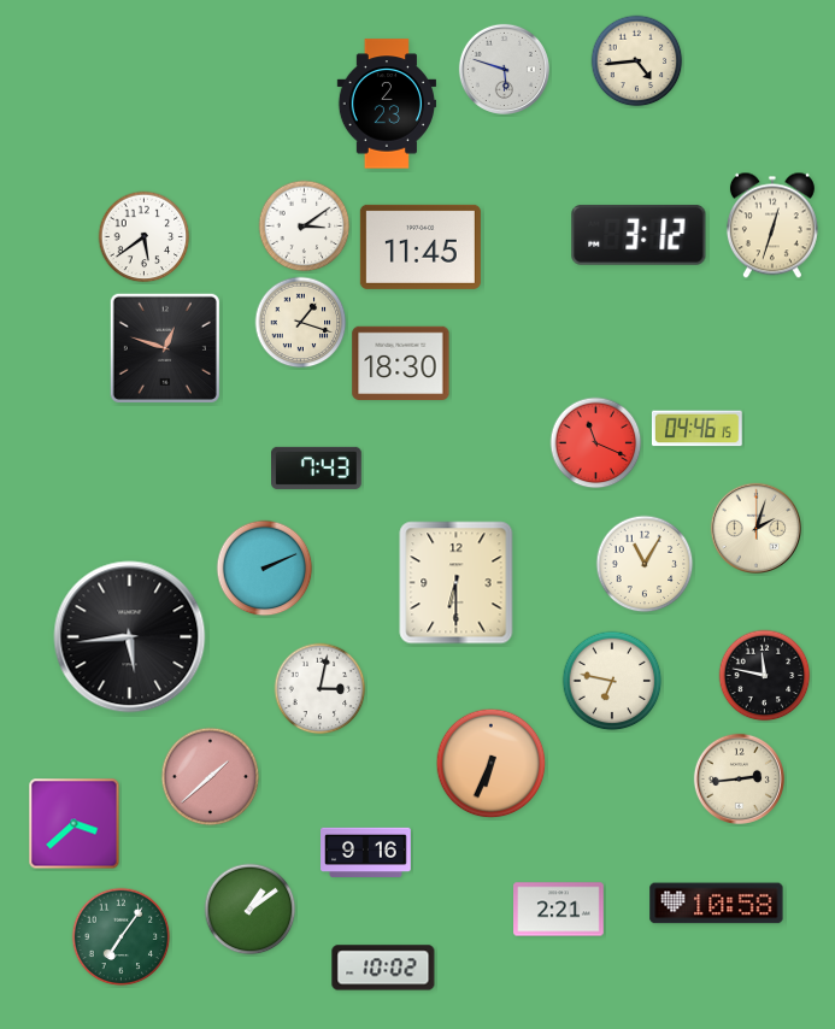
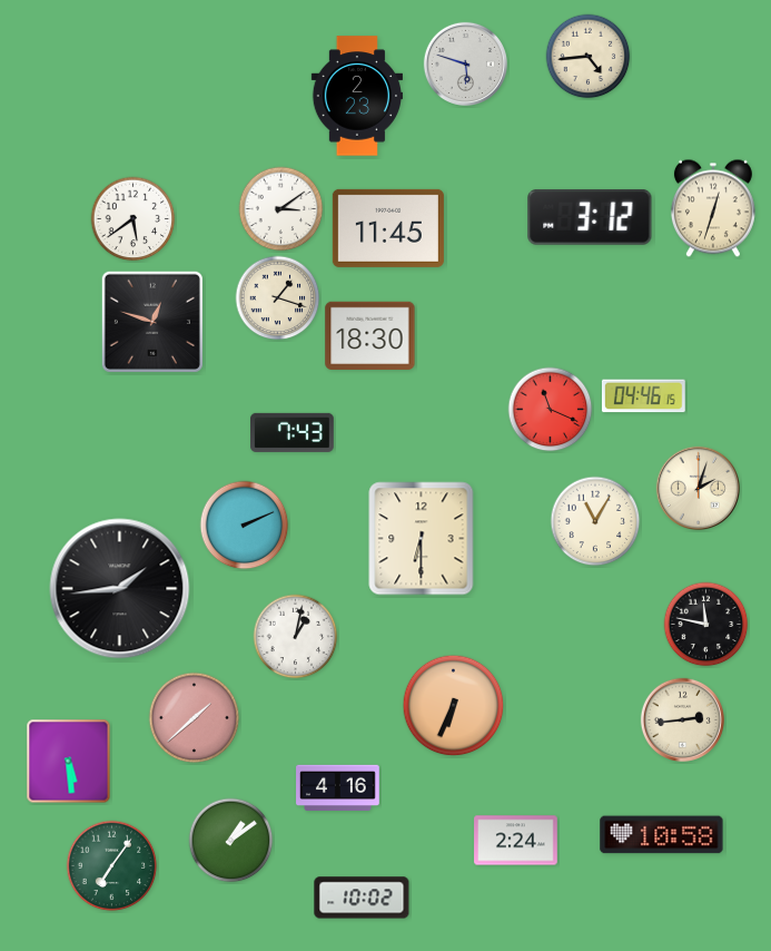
clock at (130, 637): 5:44 -> 1:44
clock at (612, 681): 6:47 -> none
clock at (321, 689): 3:02 -> 1:02
clock at (75, 824): 3:38 -> 5:29
clock at (366, 853): 9:16 -> 4:16
clock at (559, 910): 2:21 -> 2:24
clock at (383, 968) position: (383, 968) -> (362, 898)
